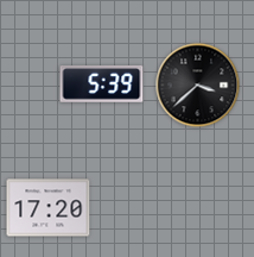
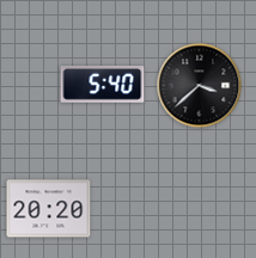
clock at (102, 84): 5:39 -> 5:40
clock at (49, 208): 17:20 -> 20:20
